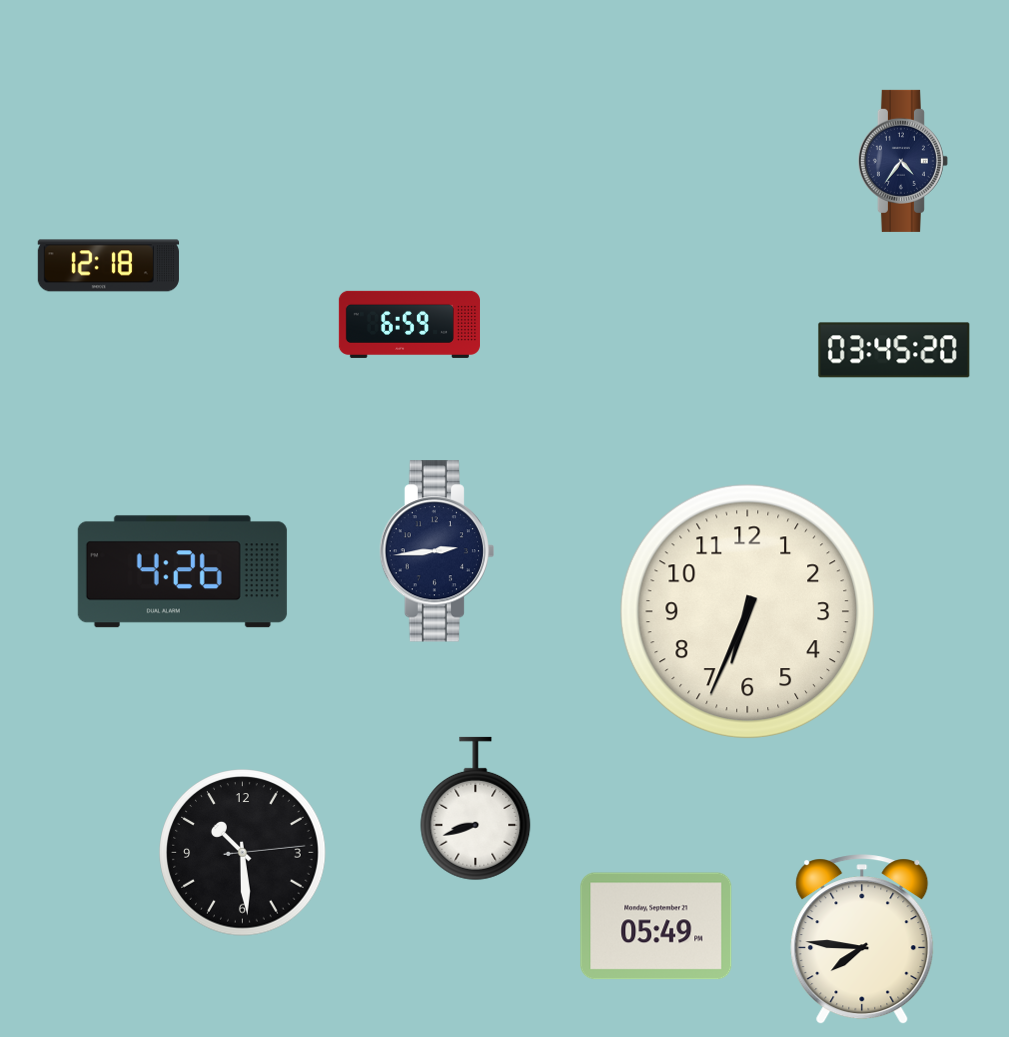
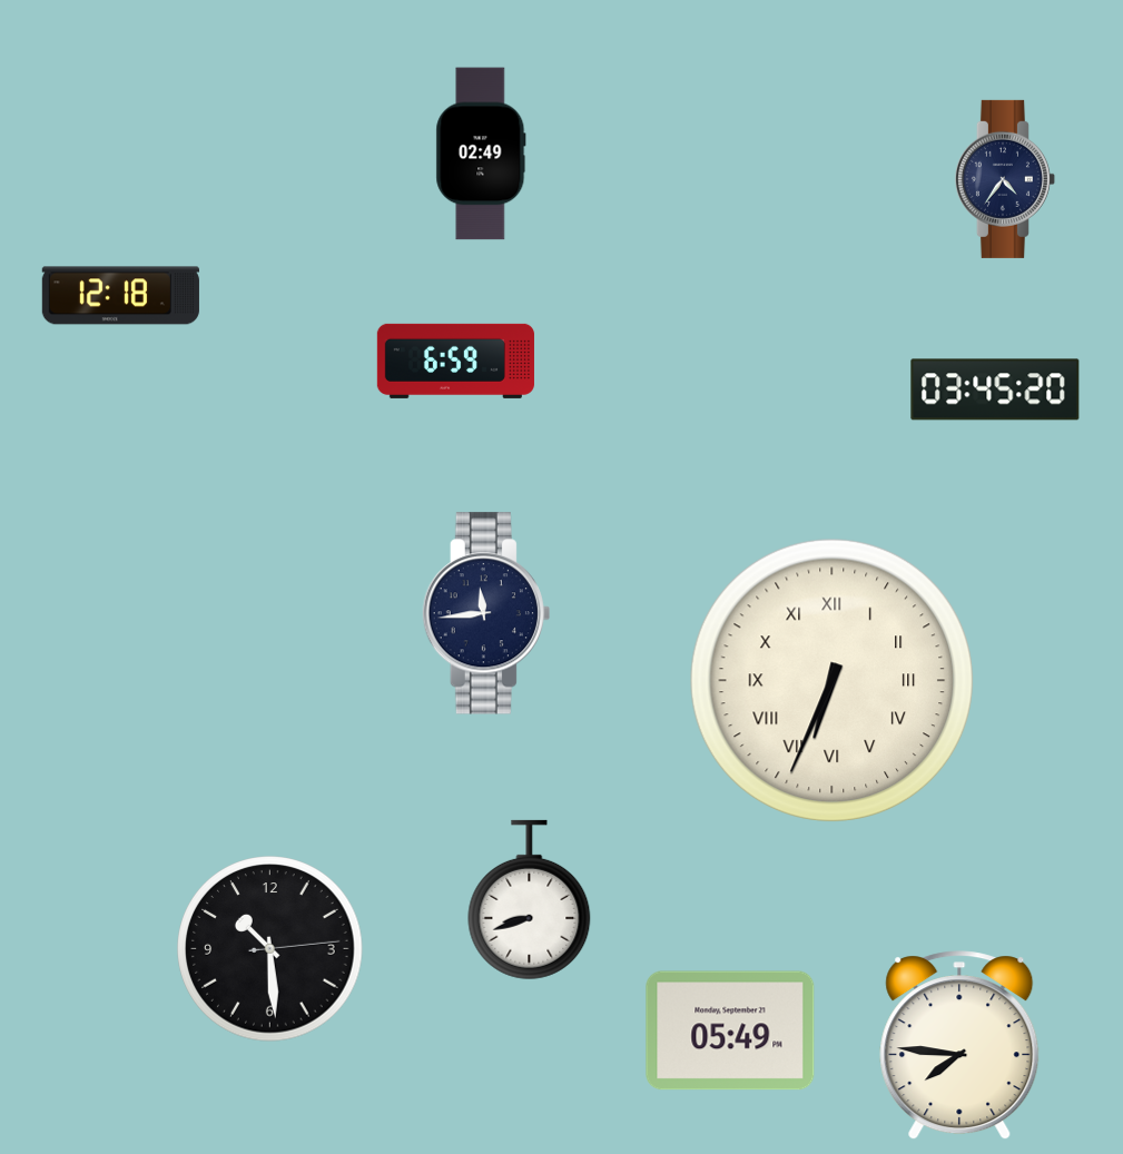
clock at (481, 154): none -> 02:49
clock at (437, 551): 2:44 -> 11:44
clock at (182, 572): 4:26 -> none
clock at (747, 611) numerals: Arabic -> Roman
